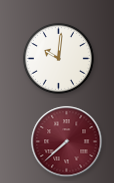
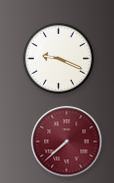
clock at (59, 59): 10:01 -> 9:19
